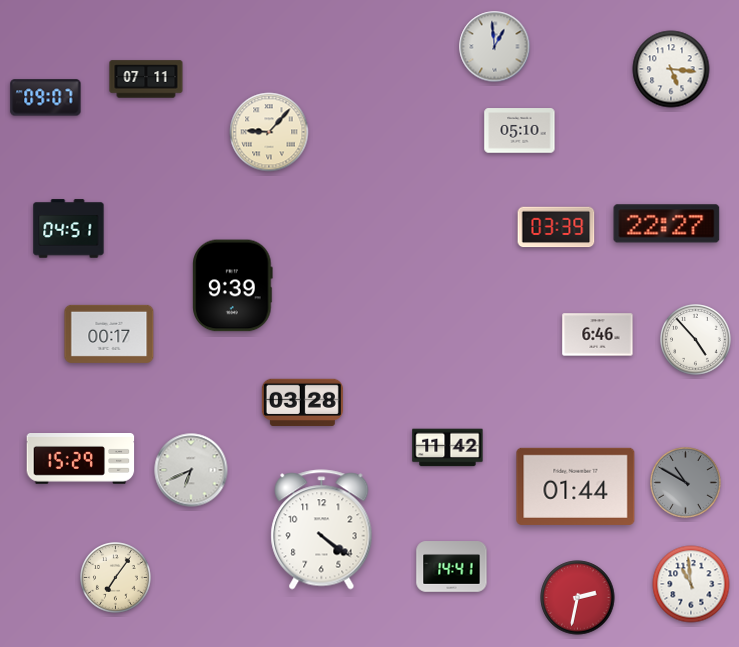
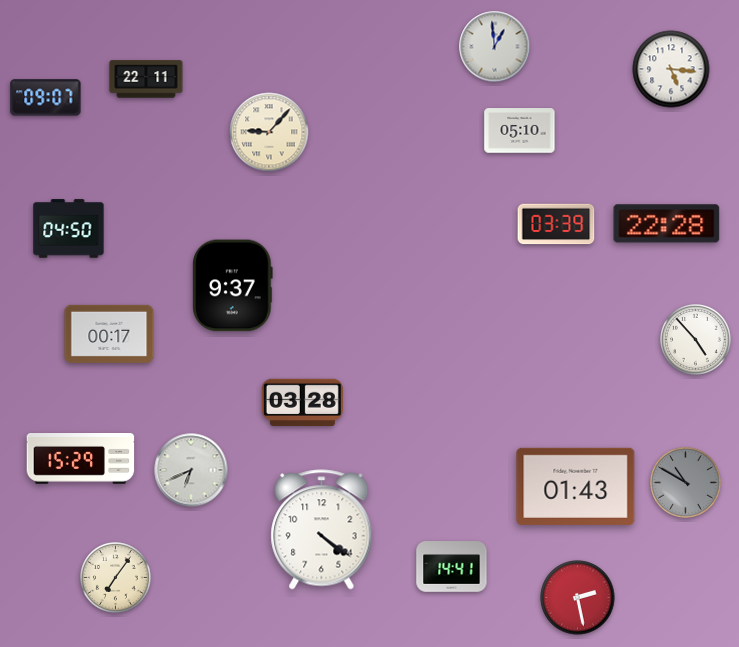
clock at (146, 79): 07:11 -> 22:11
clock at (667, 224): 22:27 -> 22:28
clock at (556, 227) position: (556, 227) -> (556, 224)
clock at (69, 229): 04:51 -> 04:50
clock at (233, 286): 9:39 -> 9:37
clock at (598, 335): 6:46 -> none
clock at (448, 448): 11:42 -> none
clock at (576, 486): 01:44 -> 01:43
clock at (691, 584): 10:59 -> none
clock at (578, 598): 2:32 -> 2:28
